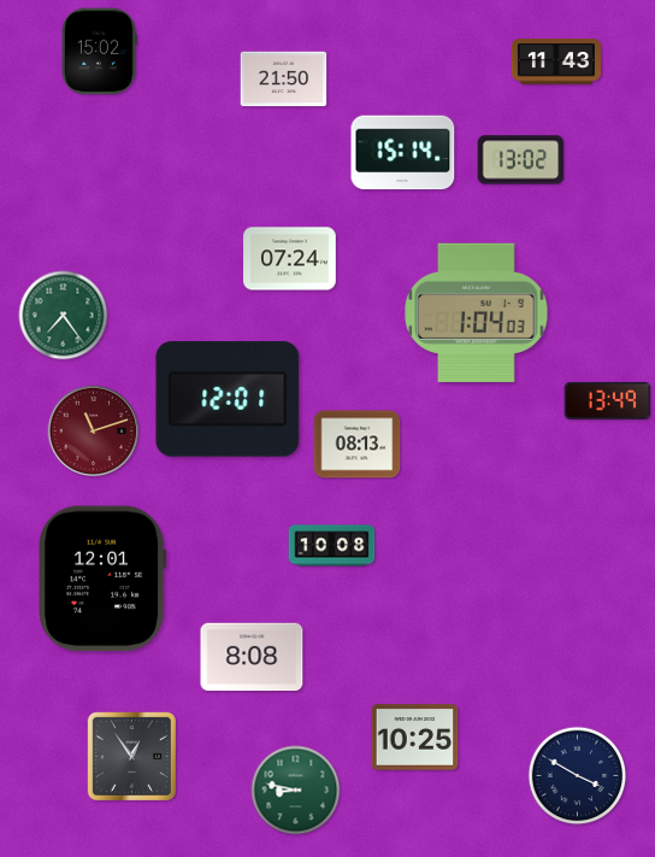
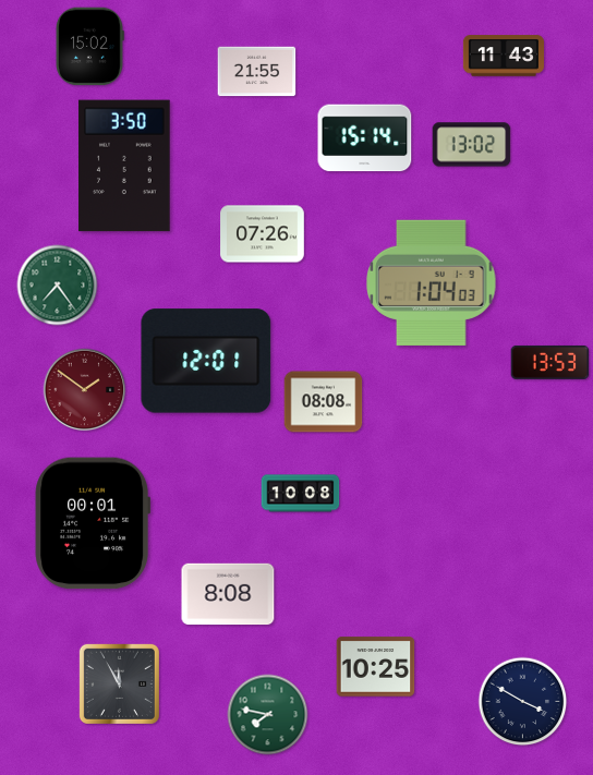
clock at (284, 80): 21:50 -> 21:55
clock at (124, 166): none -> 3:50
clock at (290, 259): 07:24 -> 07:26
clock at (608, 400): 13:49 -> 13:53
clock at (94, 432): 11:12 -> 1:51
clock at (358, 445): 08:13 -> 08:08
clock at (102, 579): 12:01 -> 00:01
clock at (131, 756): 12:54 -> 11:55
clock at (296, 791): 8:47 -> 7:47
